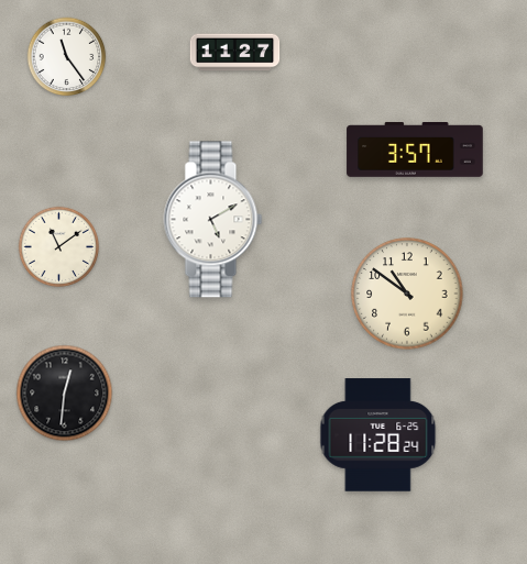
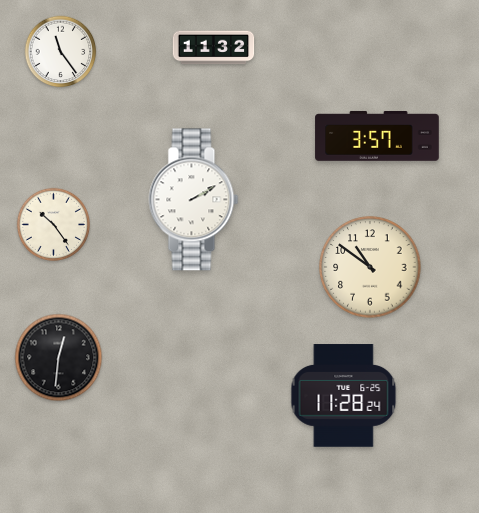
clock at (235, 53): 11:27 -> 11:32
clock at (213, 220): 5:10 -> 2:10
clock at (59, 247): 11:09 -> 10:24
